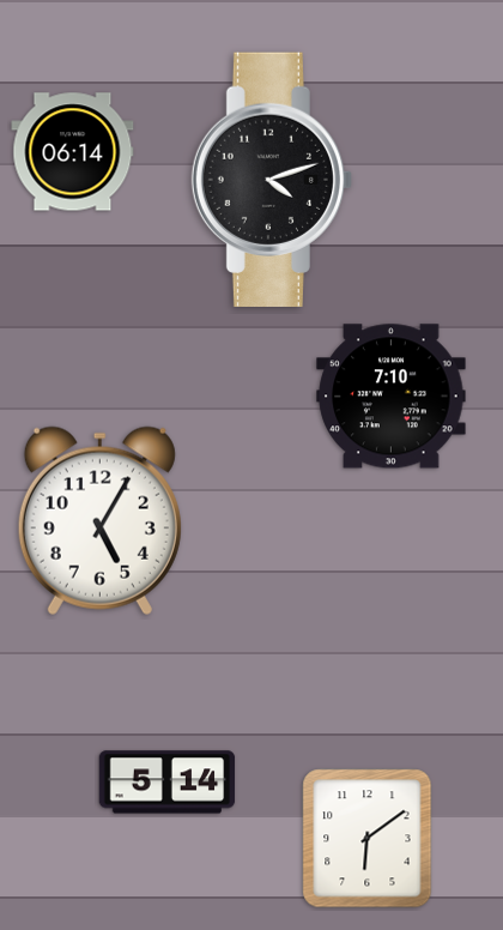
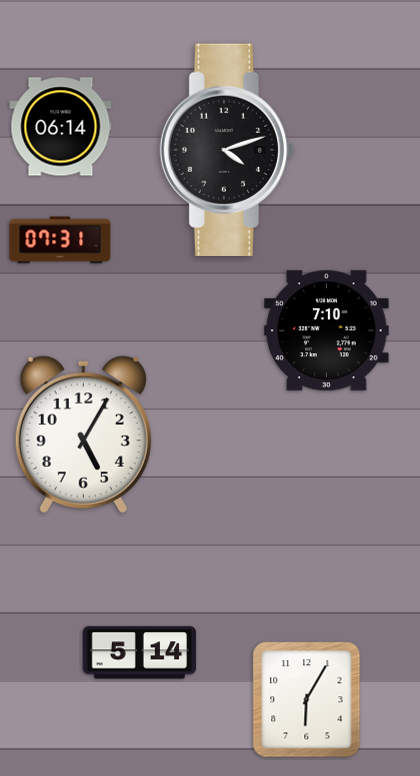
clock at (60, 240): none -> 07:31
clock at (368, 839): 6:09 -> 6:05
